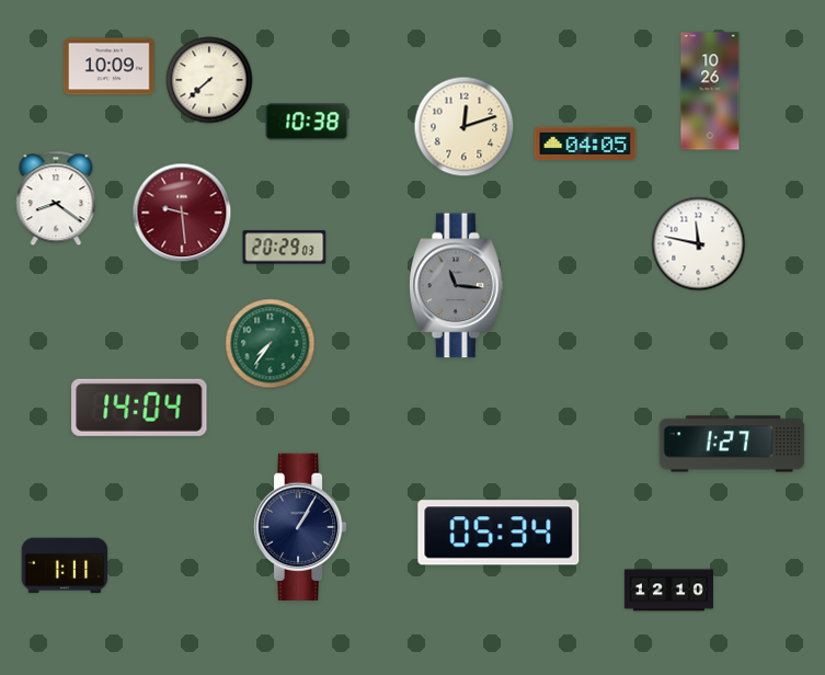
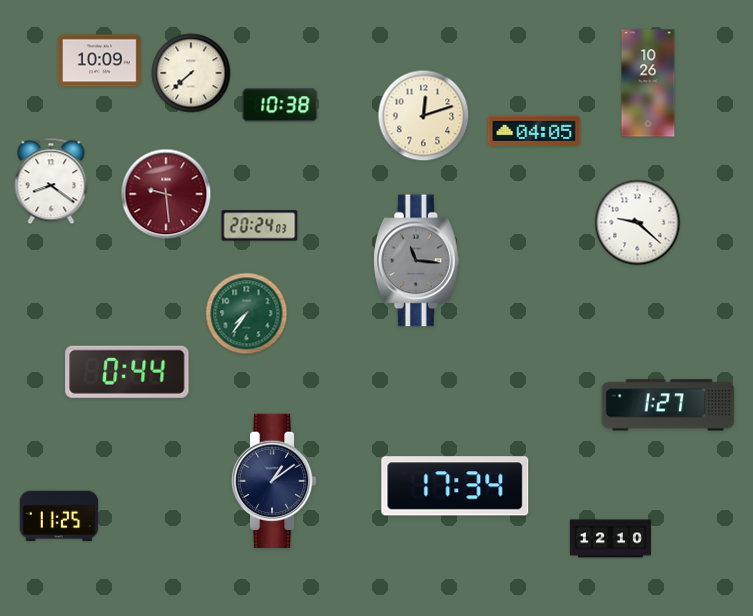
clock at (307, 122) position: (307, 122) -> (280, 105)
clock at (699, 244): 11:47 -> 9:22
clock at (285, 248): 20:29 -> 20:24
clock at (139, 408): 14:04 -> 0:44
clock at (300, 526): 1:05 -> 1:09
clock at (499, 533): 05:34 -> 17:34
clock at (65, 565): 1:11 -> 11:25
